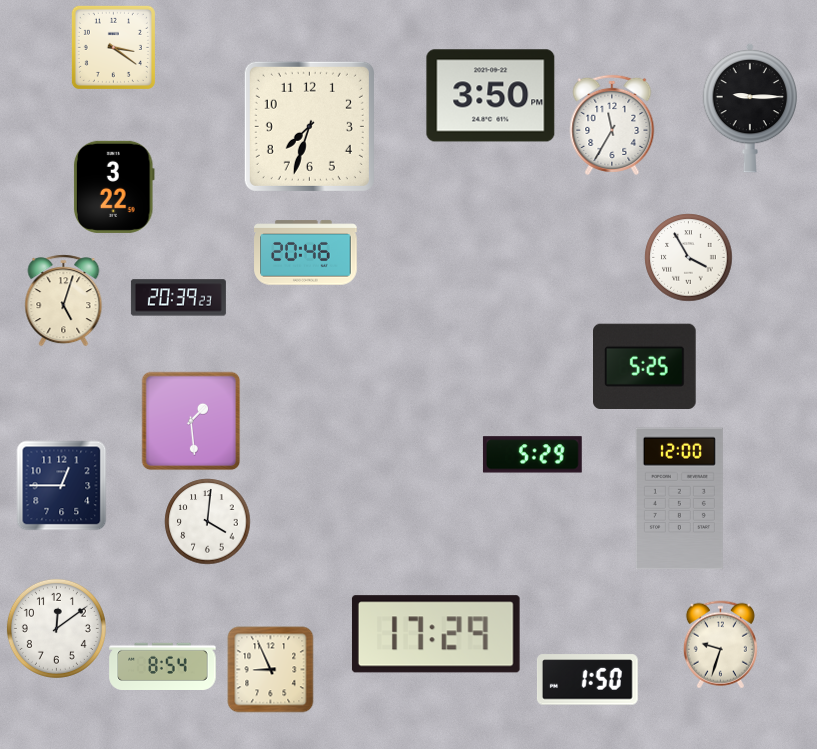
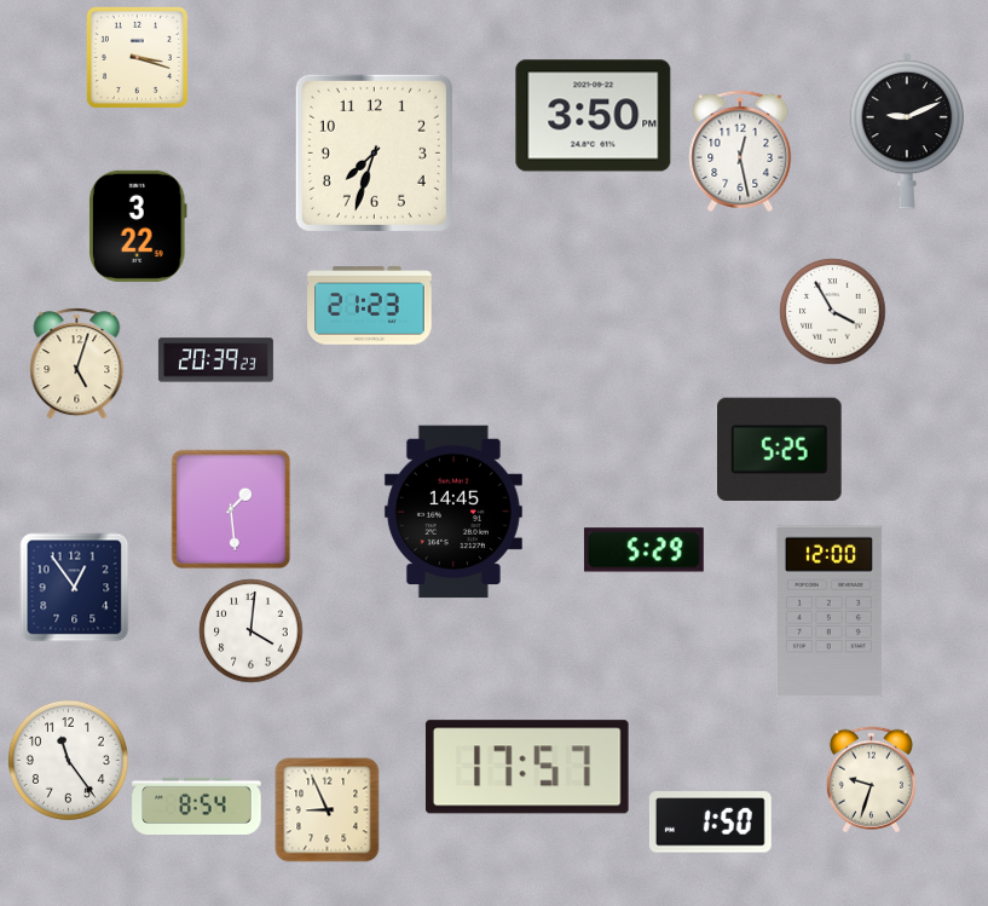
clock at (113, 47): 3:21 -> 3:18
clock at (750, 108): 9:15 -> 9:11
clock at (612, 125): 11:35 -> 12:28
clock at (306, 253): 20:46 -> 21:23
clock at (645, 366) position: (645, 366) -> (780, 449)
clock at (453, 512): none -> 14:45
clock at (61, 485): 12:45 -> 12:54
clock at (679, 499) position: (679, 499) -> (828, 612)
clock at (56, 628): 12:09 -> 11:24
clock at (436, 634): 17:29 -> 17:57
